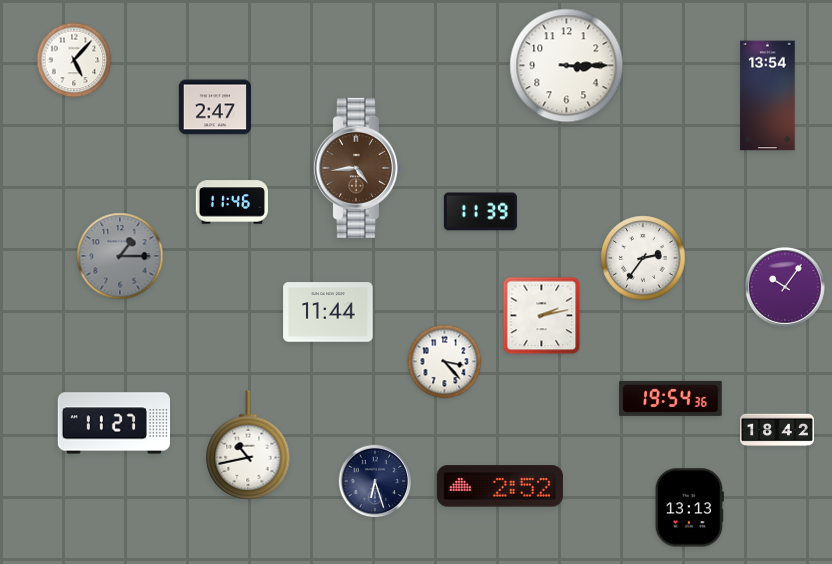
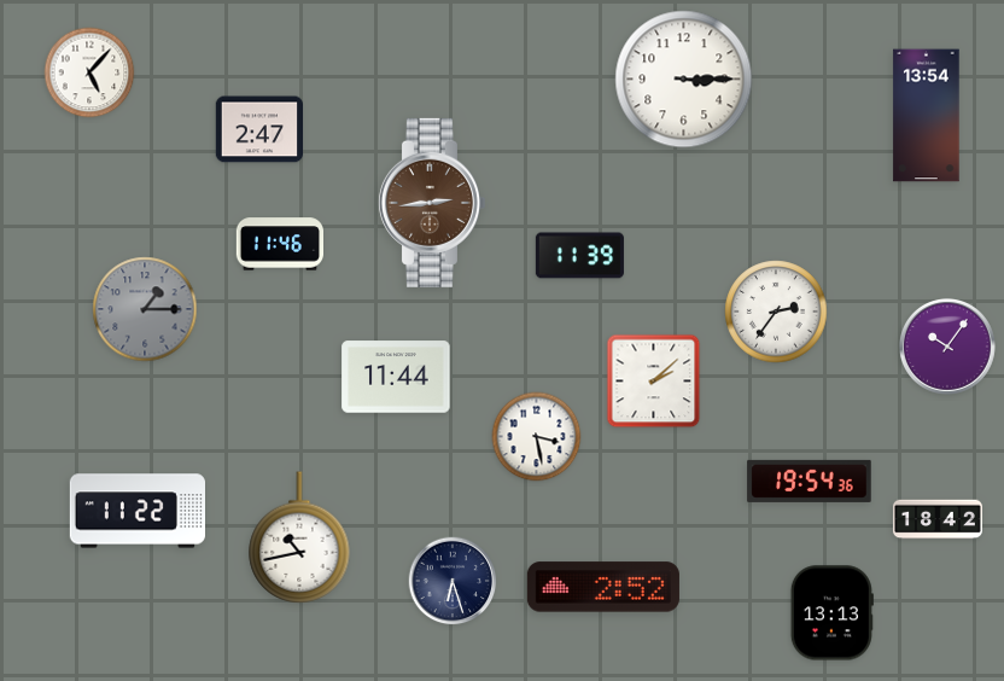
clock at (357, 168): 4:44 -> 2:44
clock at (542, 316): 2:13 -> 2:08
clock at (445, 362): 3:23 -> 3:28
clock at (113, 423): 11:27 -> 11:22
